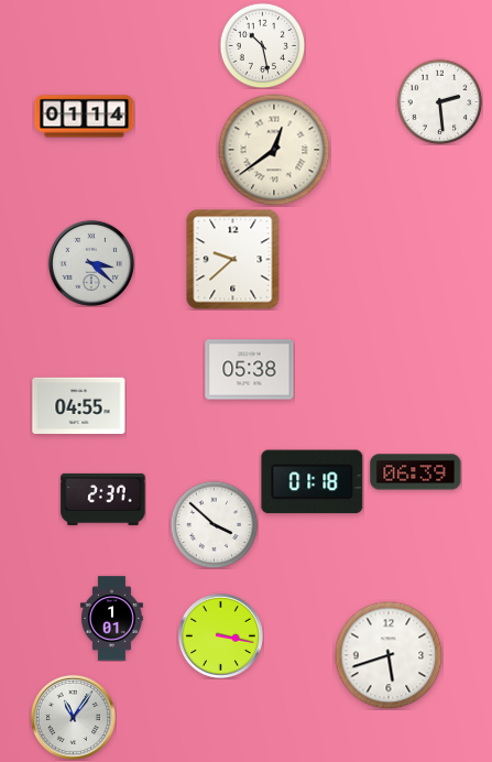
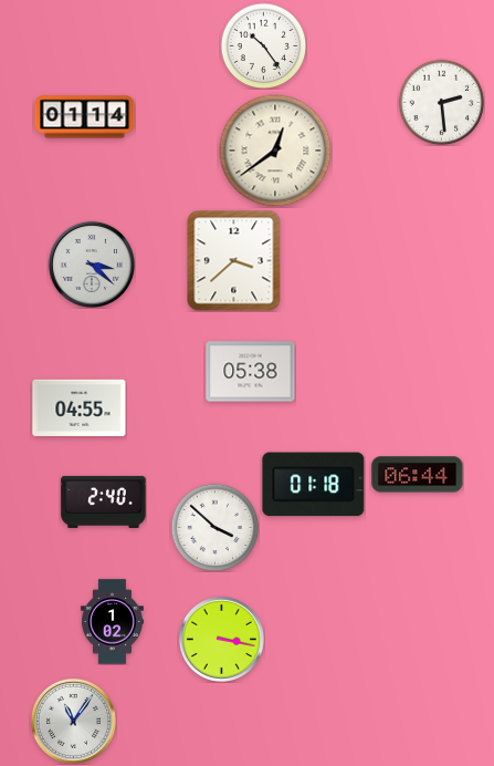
clock at (262, 45): 10:28 -> 10:24
clock at (233, 260): 9:38 -> 3:38
clock at (416, 472): 06:39 -> 06:44
clock at (103, 499): 2:37 -> 2:40
clock at (111, 619): 1:01 -> 1:02
clock at (389, 655): 5:42 -> none
